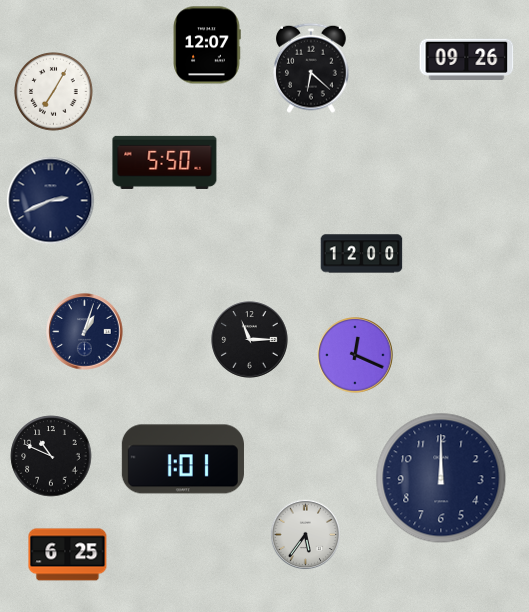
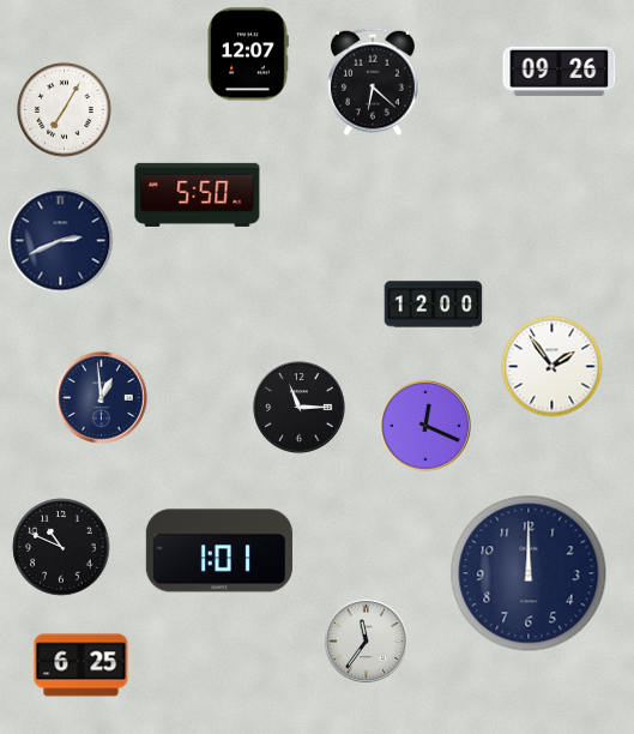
clock at (553, 367): none -> 1:54
clock at (85, 332): 1:03 -> 12:59
clock at (306, 535): 5:36 -> 11:36
